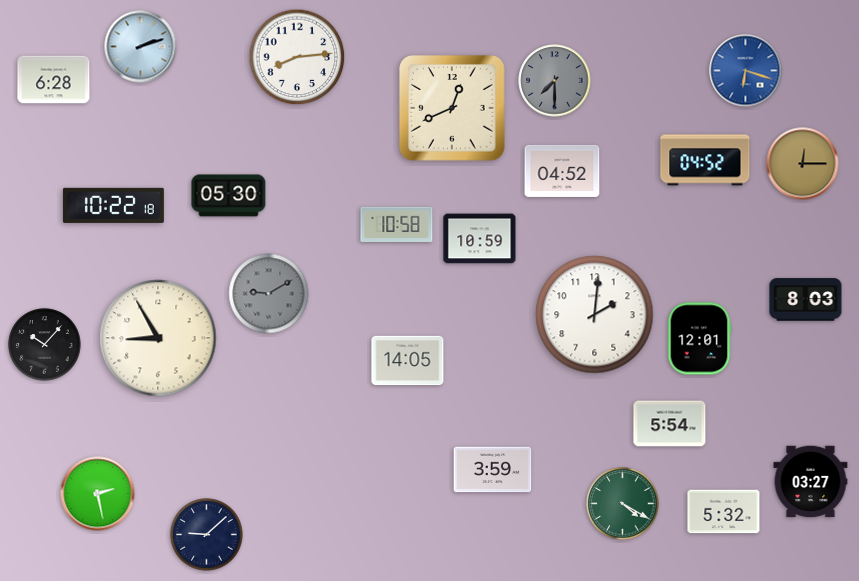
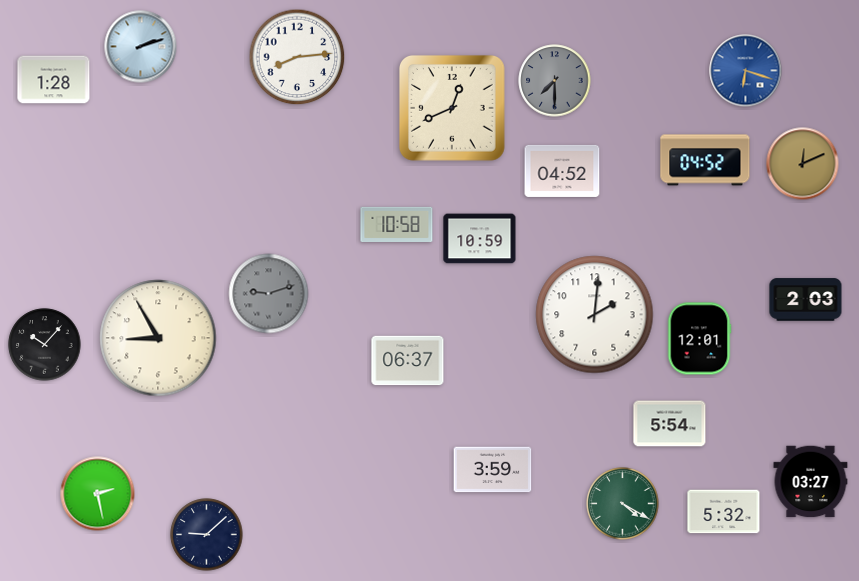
clock at (54, 80): 6:28 -> 1:28
clock at (803, 164): 12:15 -> 12:11
clock at (229, 196): 05:30 -> none
clock at (113, 205): 10:22 -> none
clock at (269, 294): 9:10 -> 9:12
clock at (806, 300): 8:03 -> 2:03
clock at (408, 361): 14:05 -> 06:37
